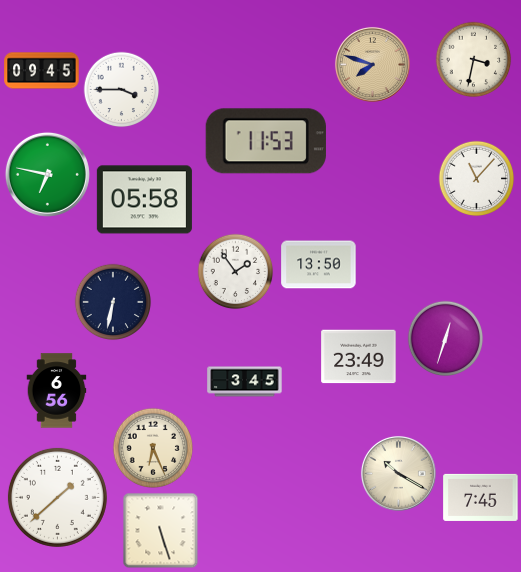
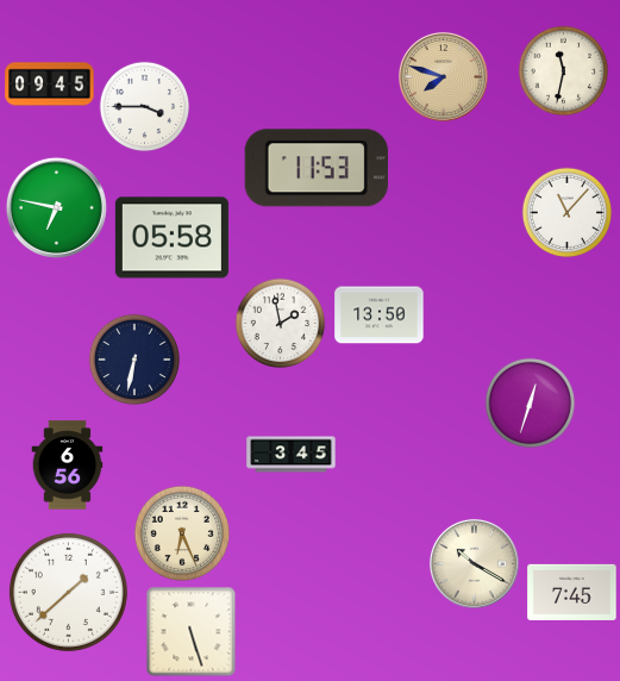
clock at (474, 60): 3:32 -> 11:32
clock at (236, 272): 1:54 -> 1:58
clock at (359, 357): 23:49 -> none
